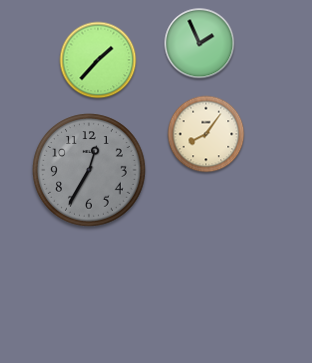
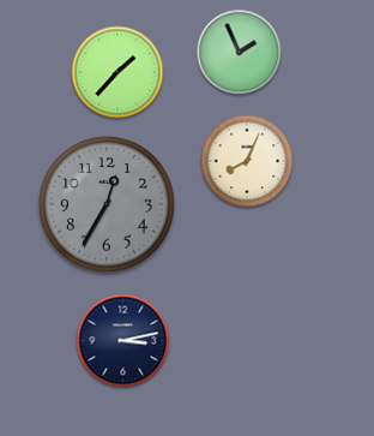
clock at (206, 134): 8:06 -> 8:04
clock at (123, 341): none -> 3:13
